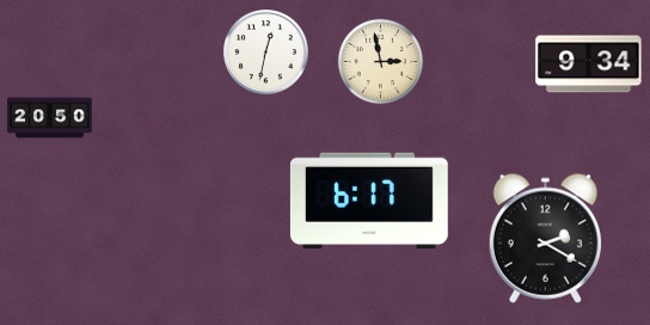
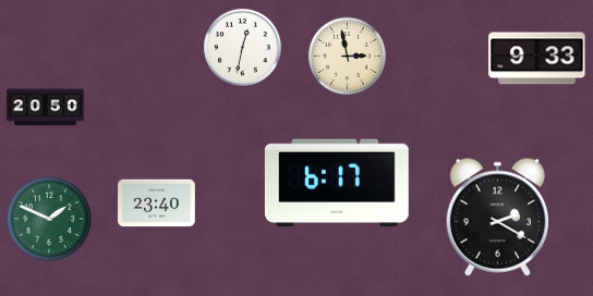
clock at (589, 65): 9:34 -> 9:33
clock at (157, 203): none -> 23:40
clock at (49, 219): none -> 1:49
